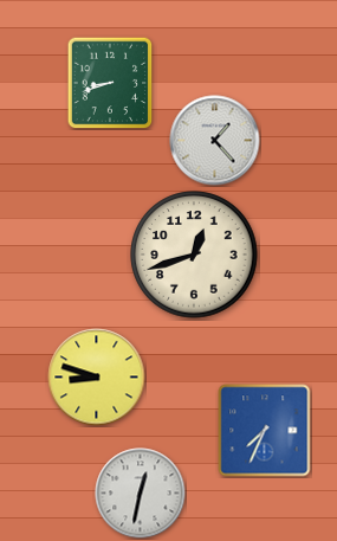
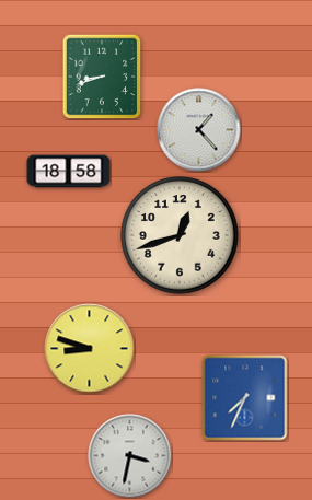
clock at (69, 172): none -> 18:58
clock at (141, 494): 12:32 -> 3:32
